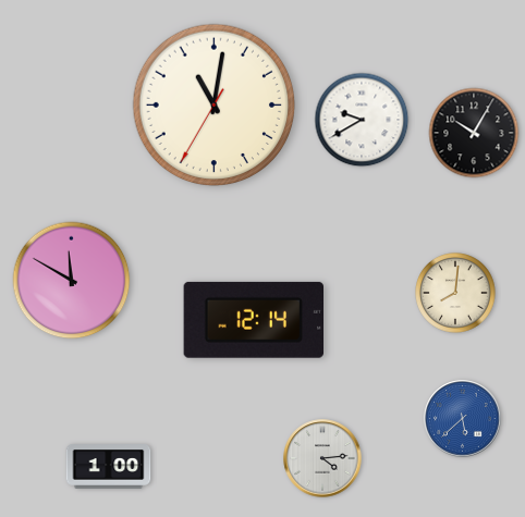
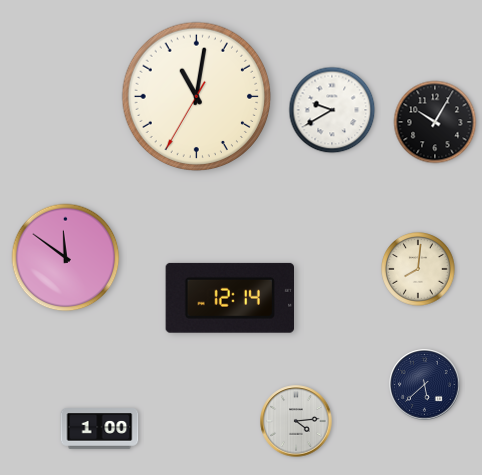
clock at (72, 281): 11:50 -> 11:51
clock at (253, 320) position: (253, 320) -> (229, 298)
clock at (463, 419) dial: blue -> navy
